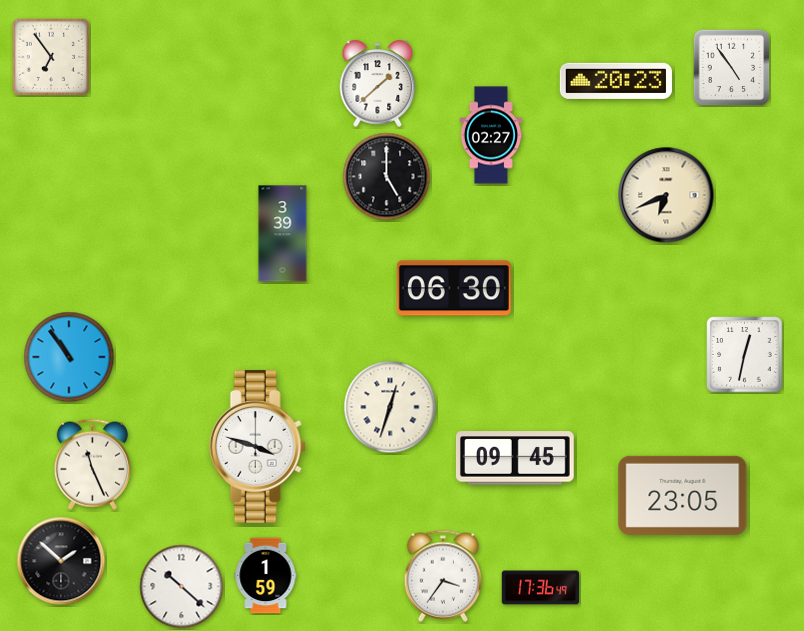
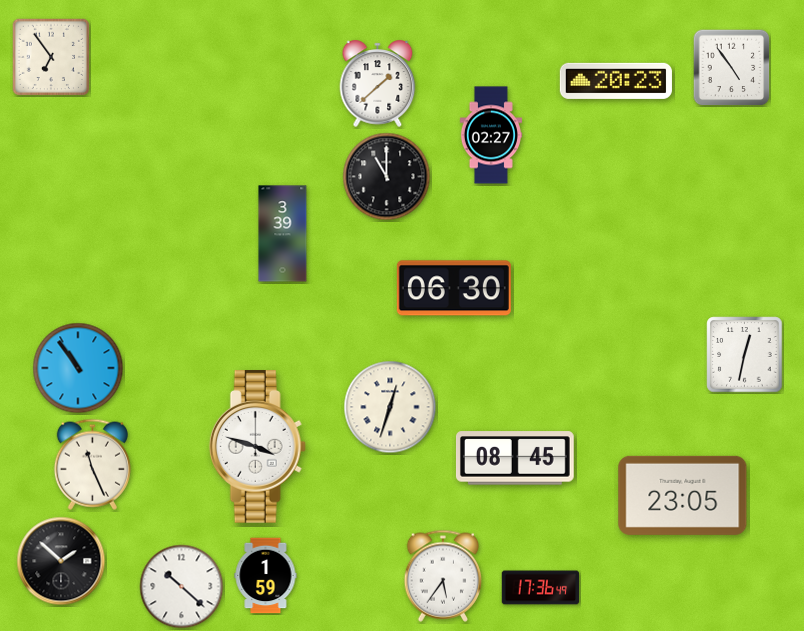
clock at (387, 177): 5:00 -> 11:00
clock at (666, 195): 6:41 -> none
clock at (69, 357) position: (69, 357) -> (78, 368)
clock at (515, 458): 09:45 -> 08:45
clock at (443, 576): 3:36 -> 5:36
